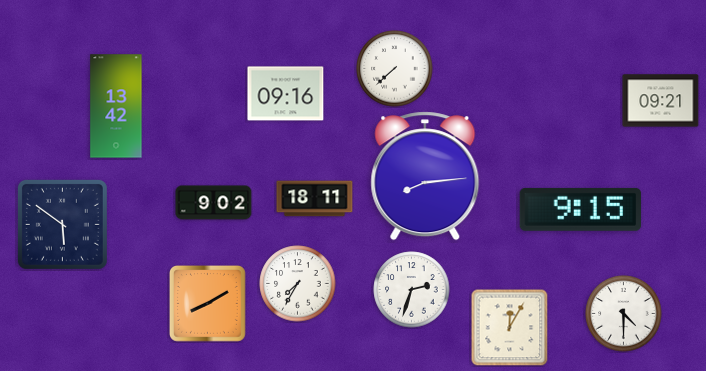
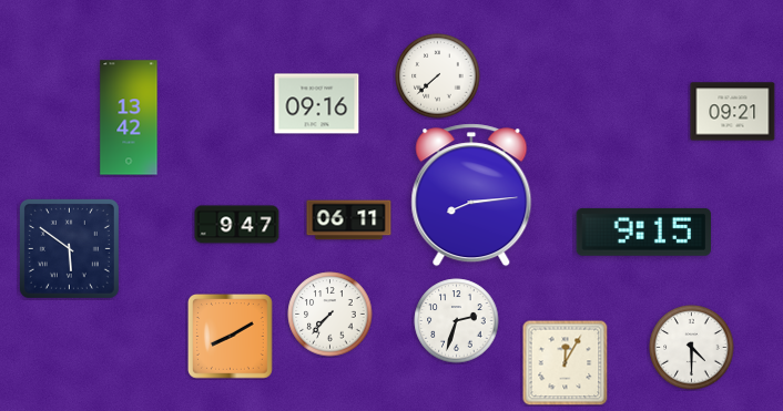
clock at (315, 199): 18:11 -> 06:11
clock at (214, 203): 9:02 -> 9:47
clock at (298, 284): 7:35 -> 7:37
